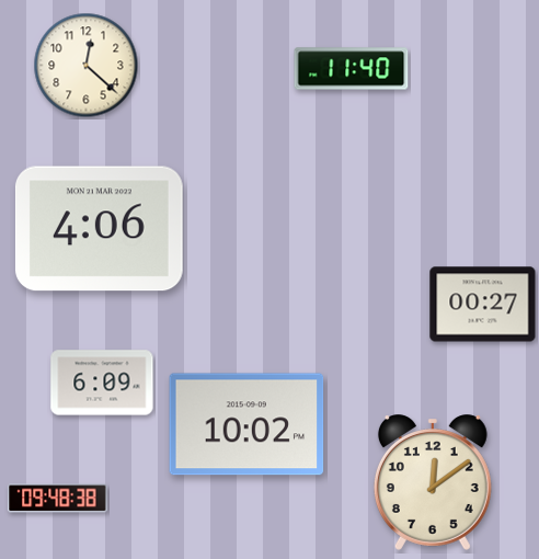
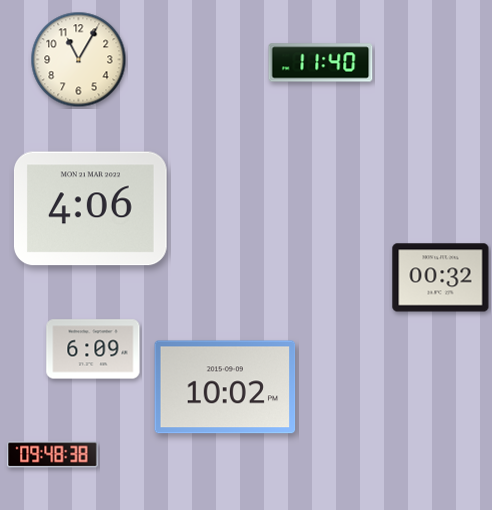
clock at (87, 66): 12:22 -> 11:05
clock at (483, 305): 00:27 -> 00:32
clock at (433, 482): 12:09 -> none
